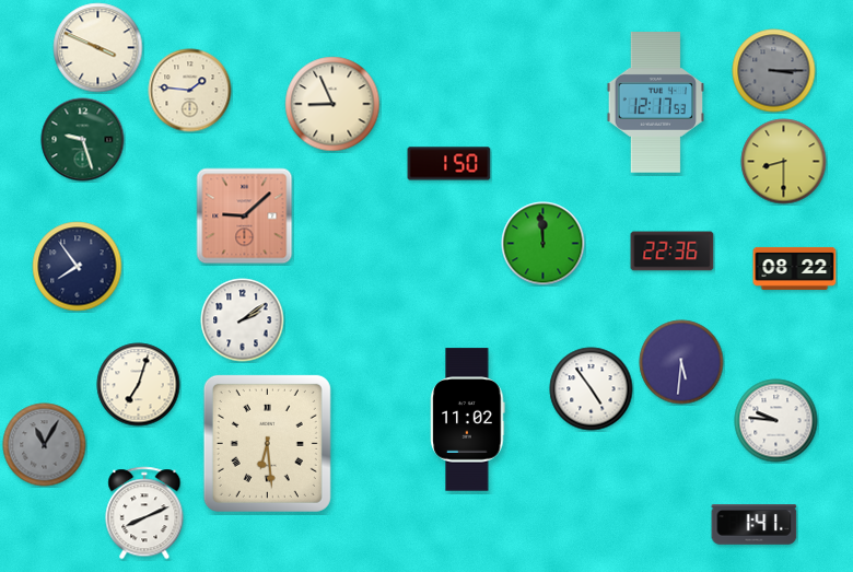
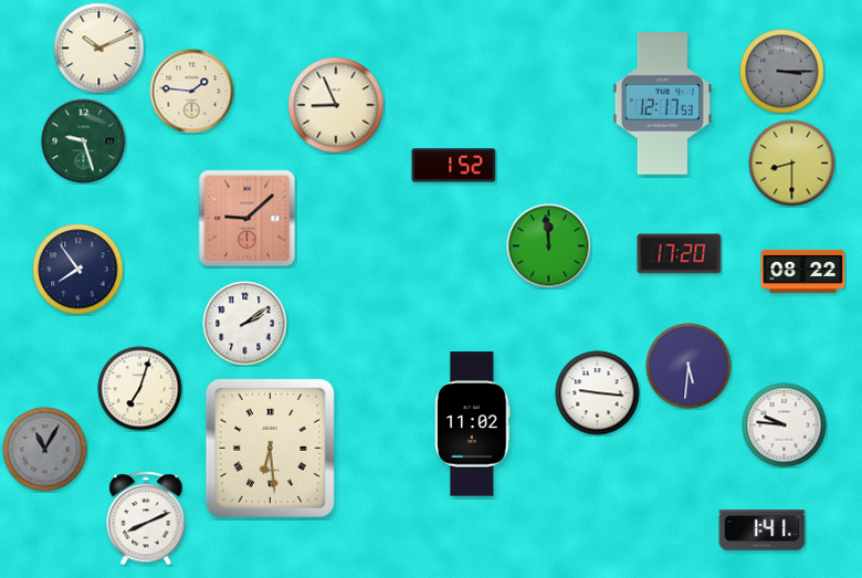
clock at (98, 48): 3:49 -> 10:11
clock at (449, 164): 1:50 -> 1:52
clock at (673, 252): 22:36 -> 17:20
clock at (592, 389): 4:54 -> 9:16
